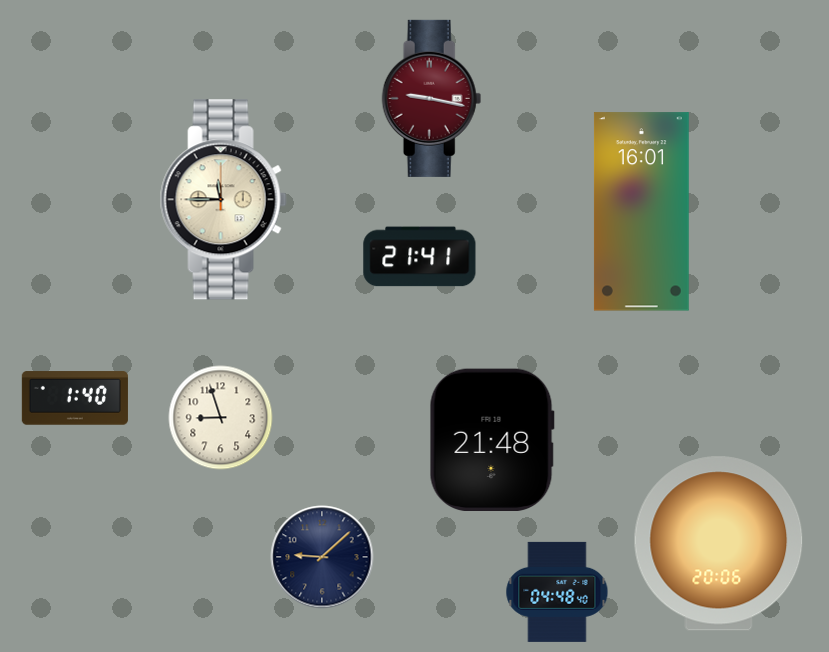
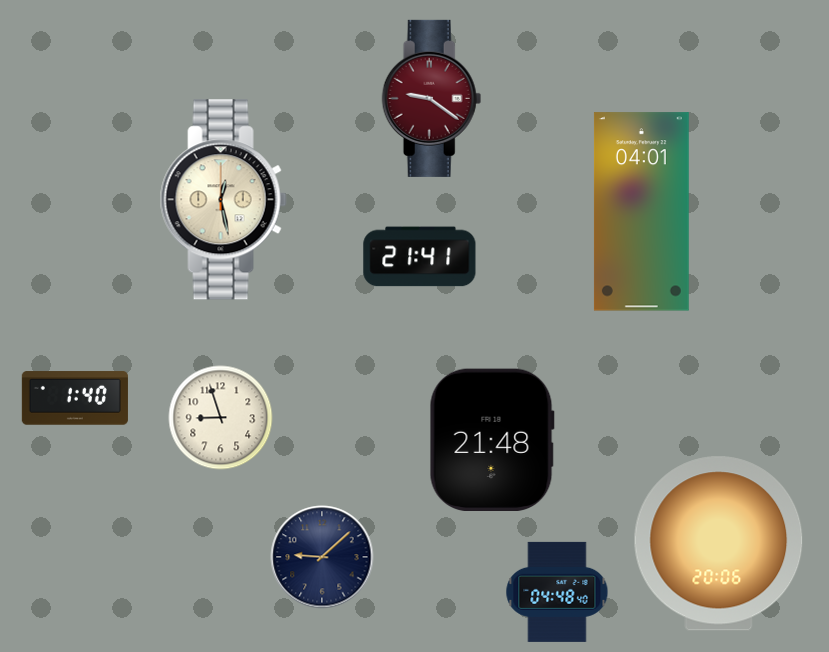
clock at (432, 98): 9:17 -> 9:21
clock at (223, 200): 11:45 -> 12:28
clock at (641, 212): 16:01 -> 04:01
